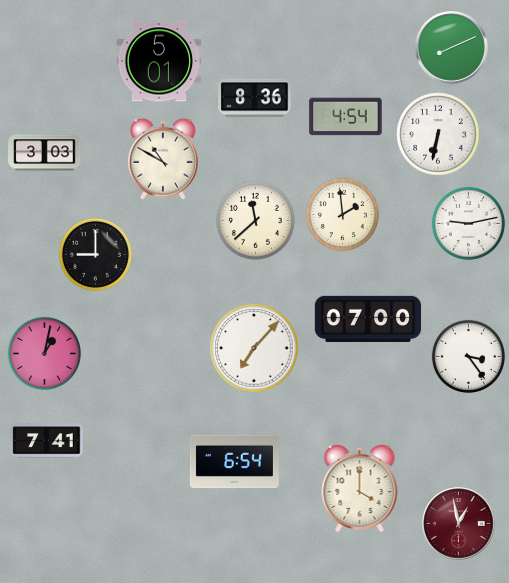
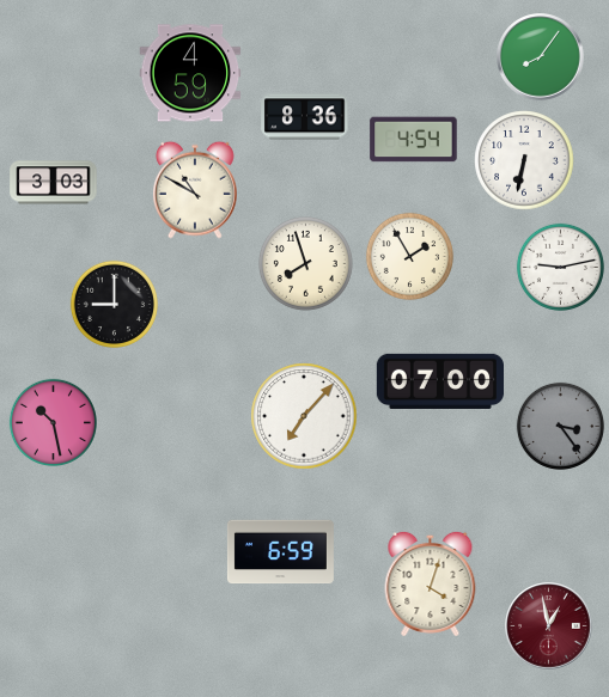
clock at (452, 48): 8:11 -> 8:06
clock at (159, 61): 5:01 -> 4:59
clock at (342, 214): 1:59 -> 1:55
clock at (255, 220): 11:38 -> 7:57
clock at (44, 353): 1:02 -> 10:28
clock at (468, 356) dial: white -> grey
clock at (47, 441): 7:41 -> none
clock at (234, 462): 6:54 -> 6:59
clock at (360, 488): 4:00 -> 4:03
